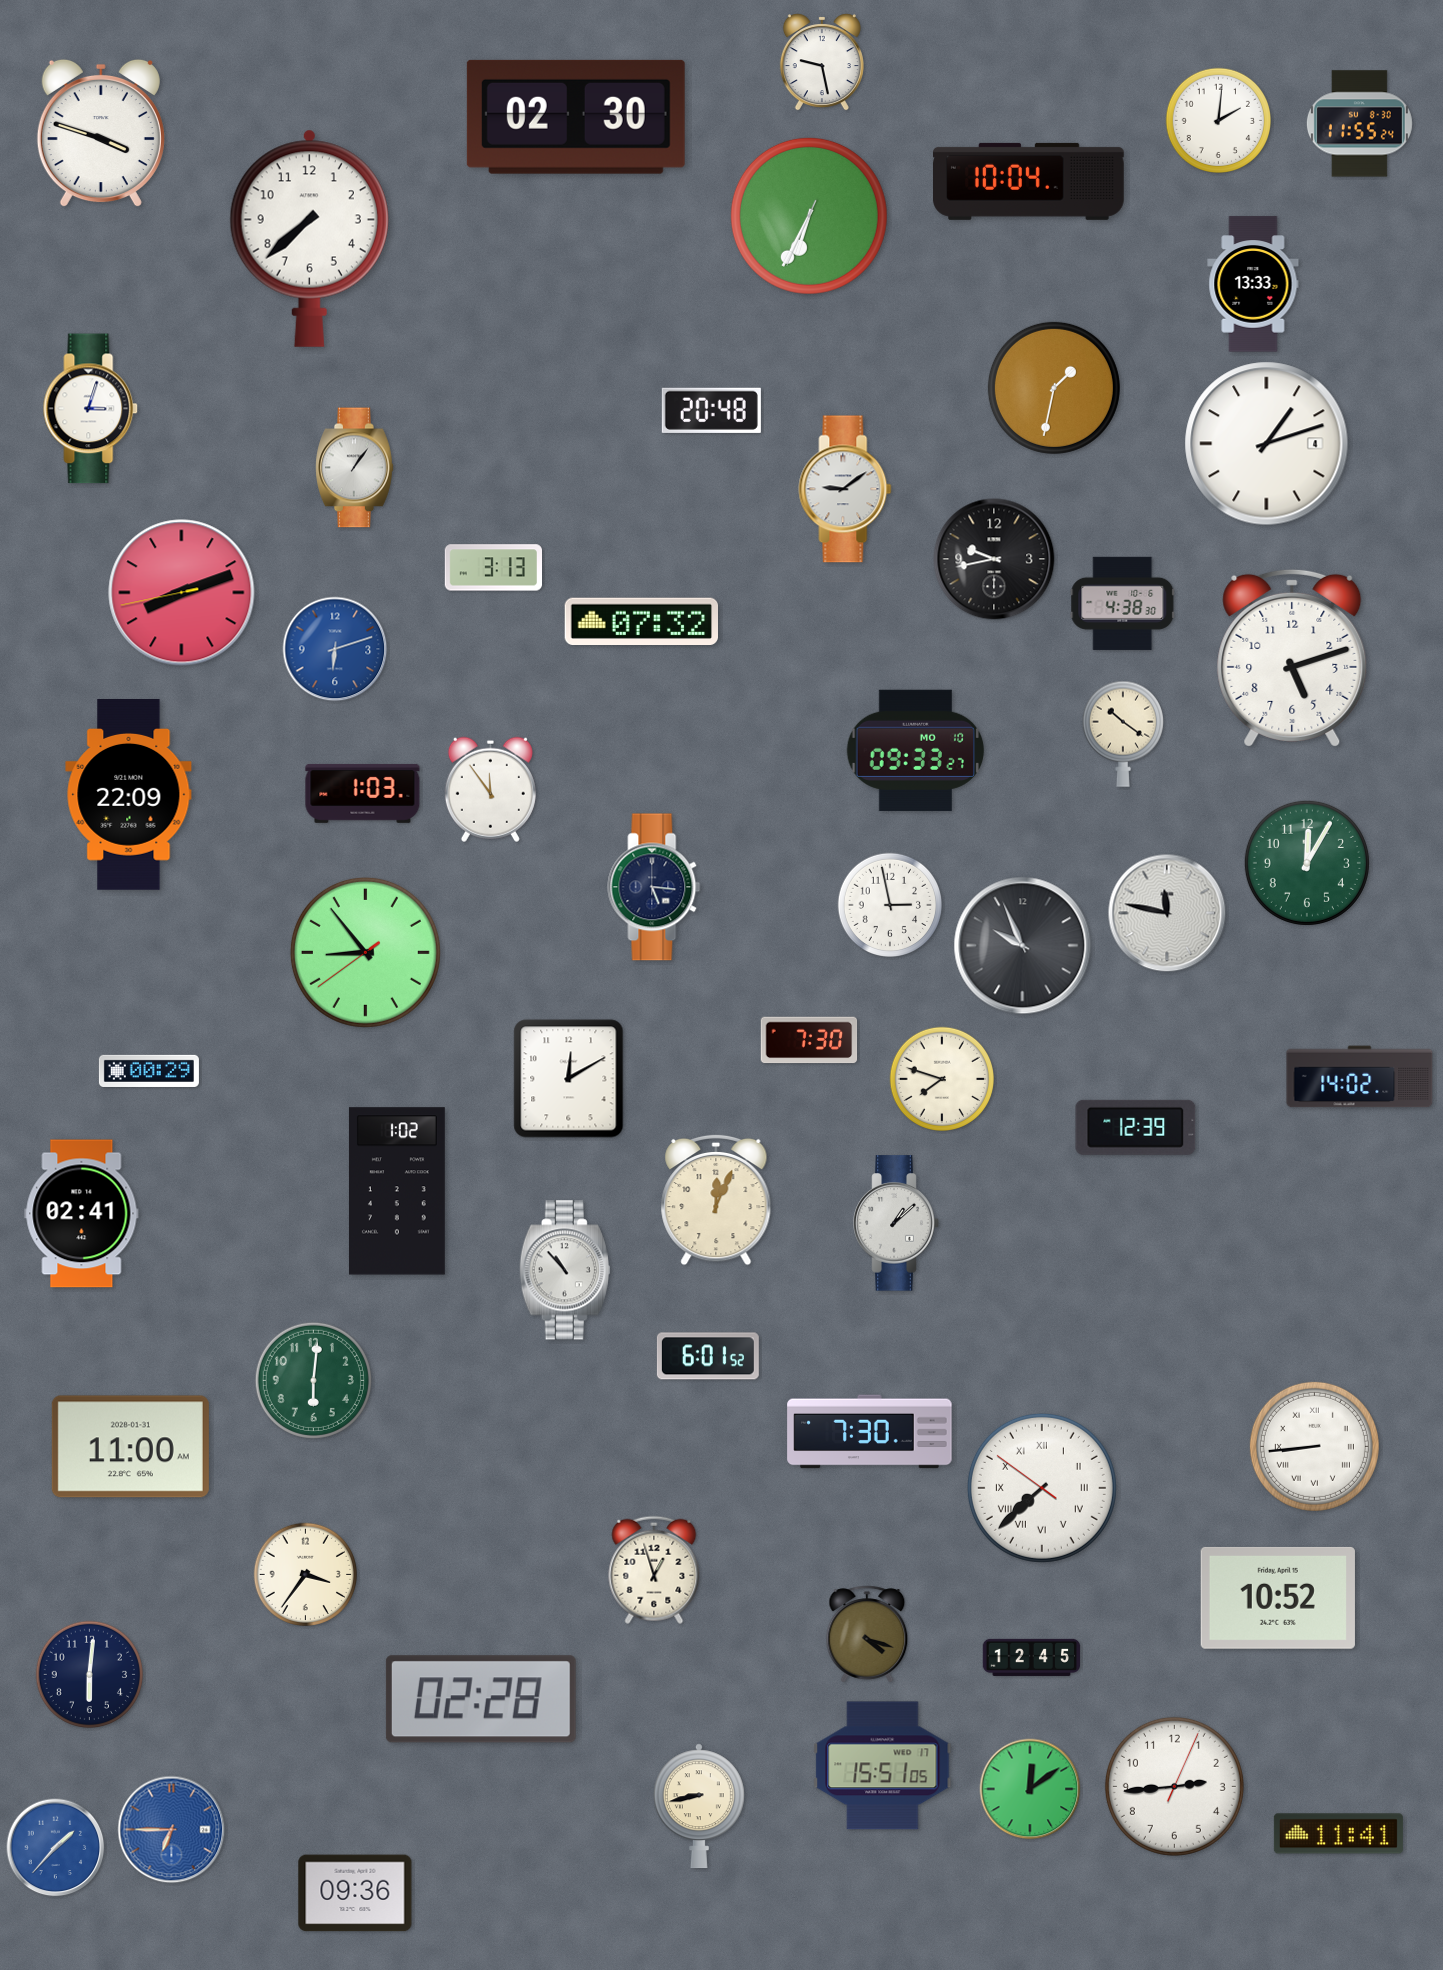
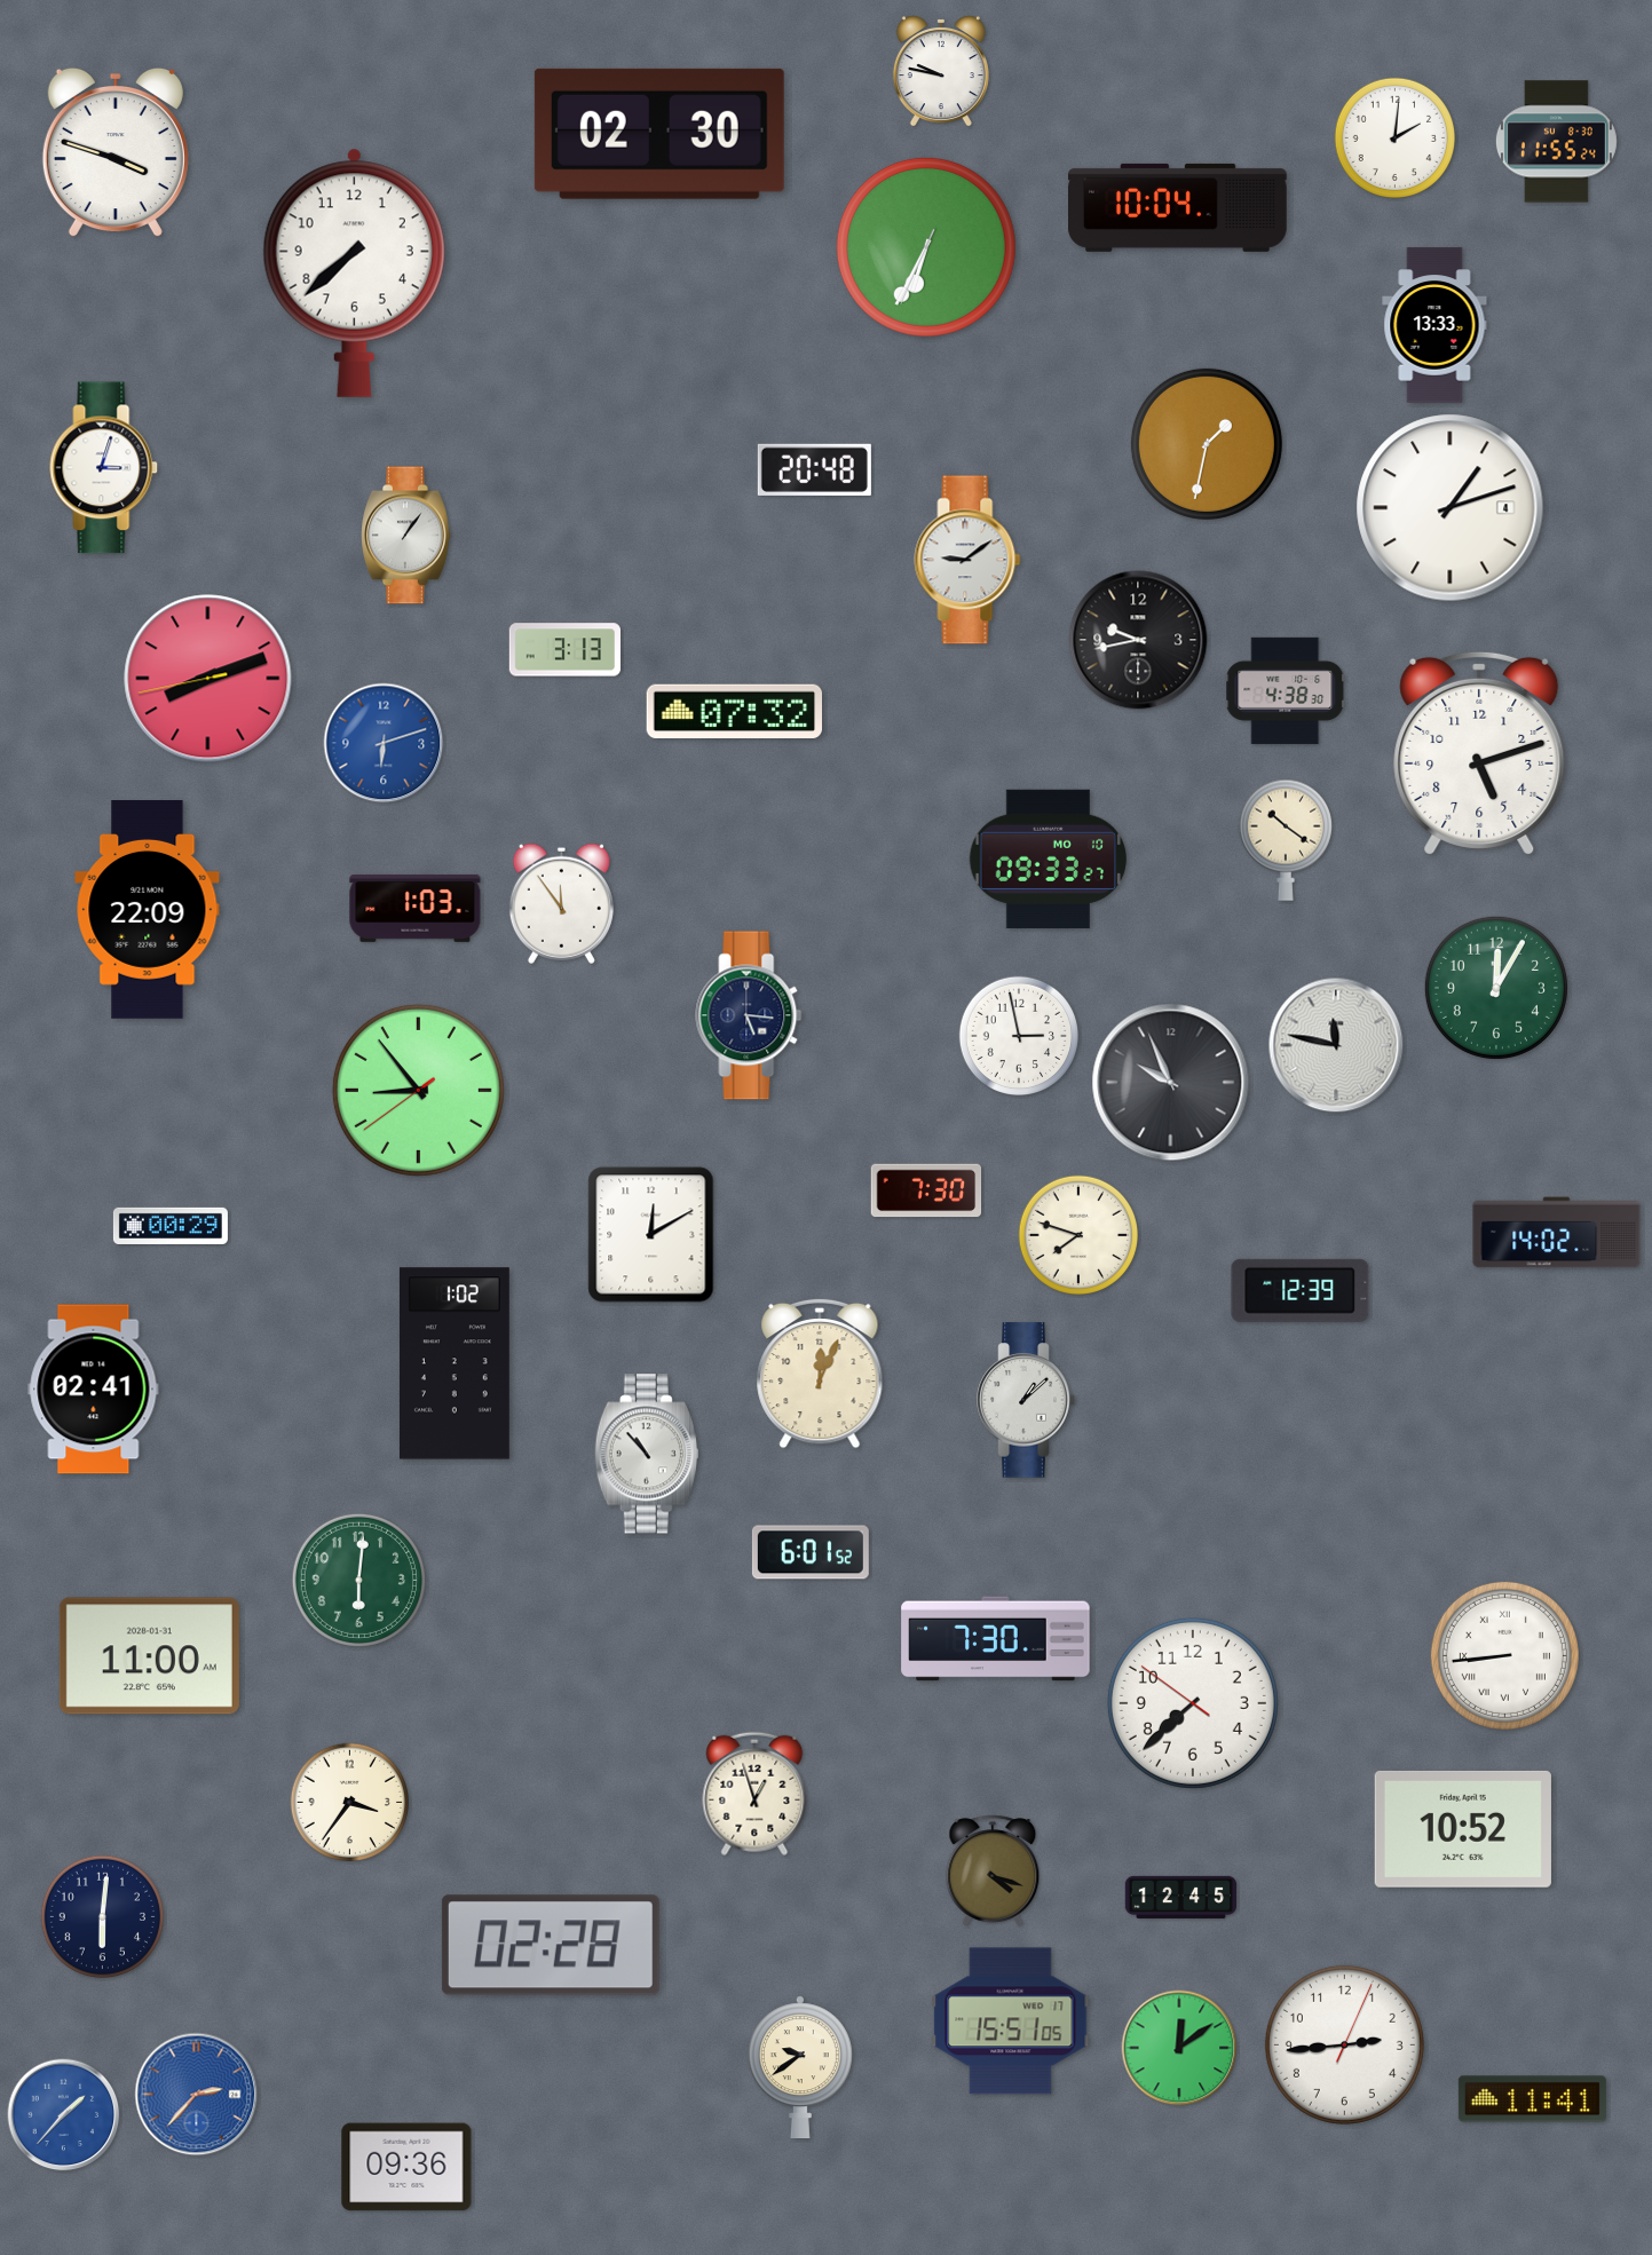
clock at (822, 62): 9:28 -> 9:47
clock at (1042, 1488) numerals: Roman -> Arabic
clock at (654, 1570) position: (654, 1570) -> (754, 1794)
clock at (699, 1806): 8:43 -> 9:39
clock at (172, 1830): 6:45 -> 2:37
